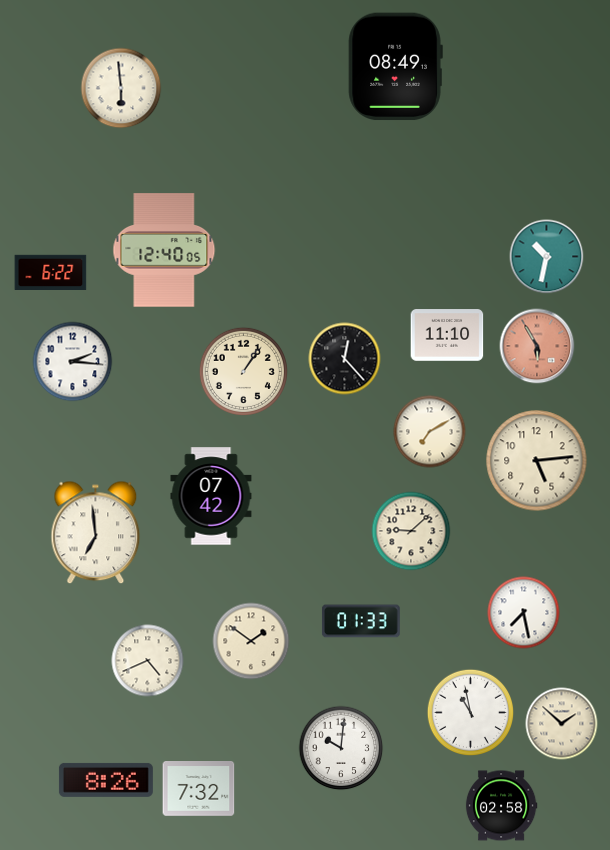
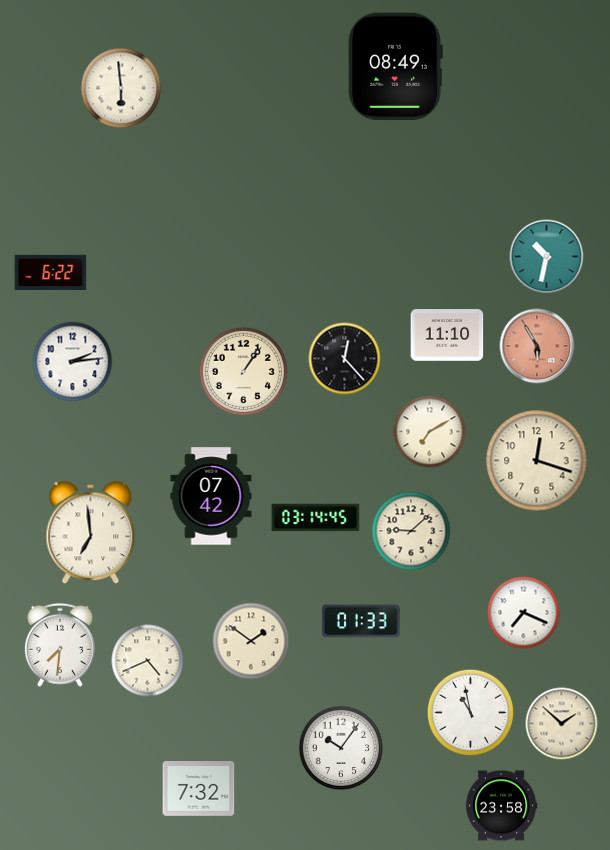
clock at (164, 250): 12:40 -> none
clock at (73, 362): 2:16 -> 2:14
clock at (537, 461): 5:14 -> 12:18
clock at (316, 518): none -> 03:14
clock at (96, 533) position: (96, 533) -> (91, 533)
clock at (524, 613): 7:28 -> 7:19
clock at (60, 645): none -> 7:31
clock at (341, 748): 10:01 -> 10:06
clock at (106, 780): 8:26 -> none
clock at (501, 806): 02:58 -> 23:58
